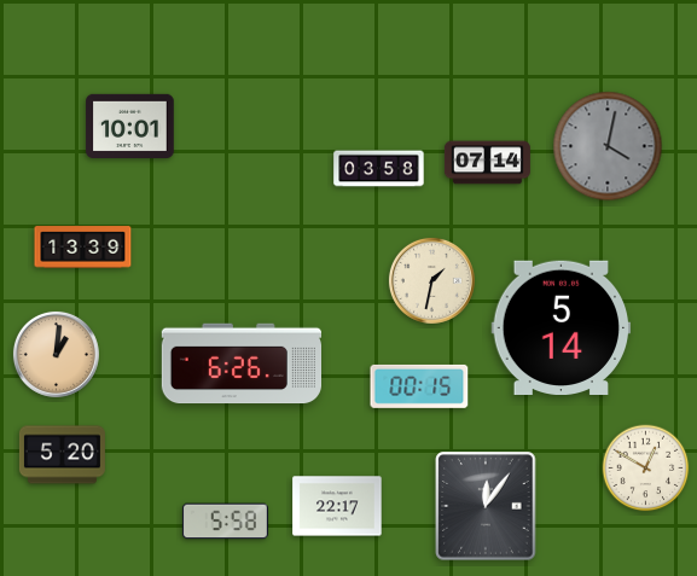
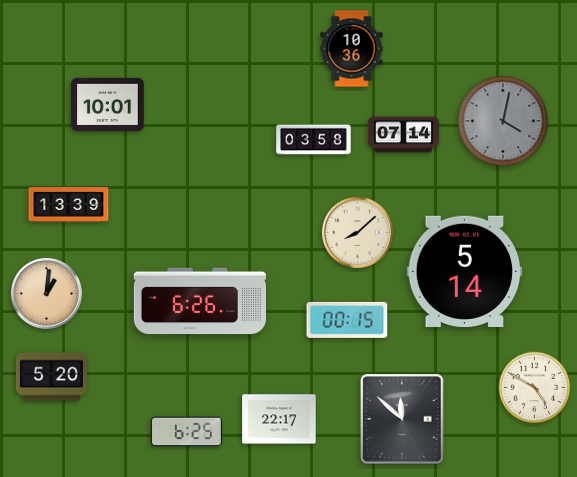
clock at (352, 49): none -> 10:36
clock at (431, 280): 1:32 -> 8:08
clock at (646, 469): 12:50 -> 4:50
clock at (486, 506): 12:06 -> 11:52
clock at (225, 522): 5:58 -> 6:25
